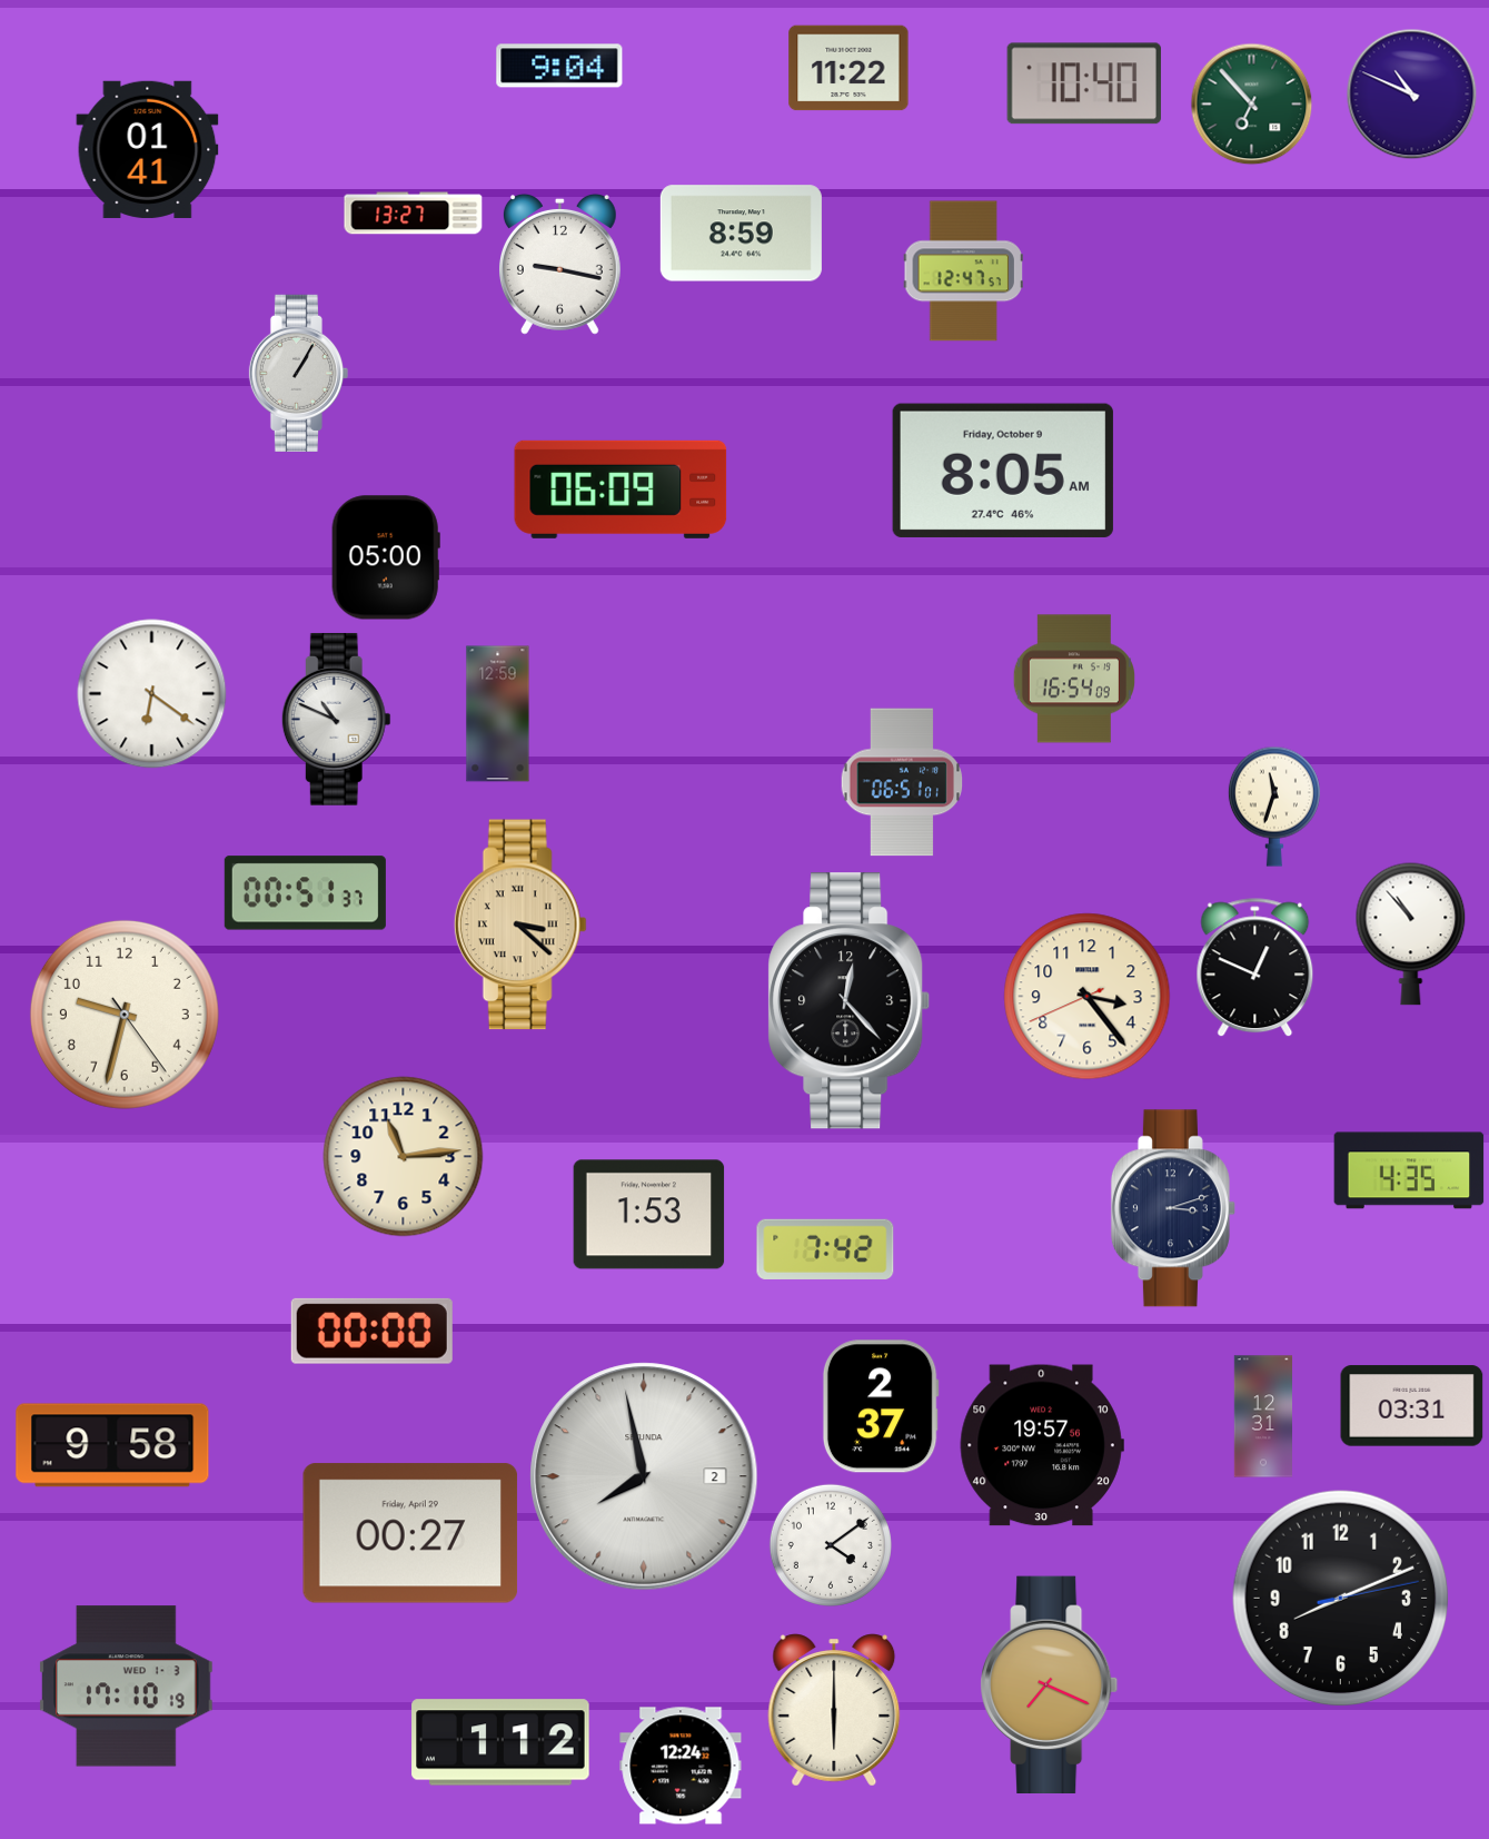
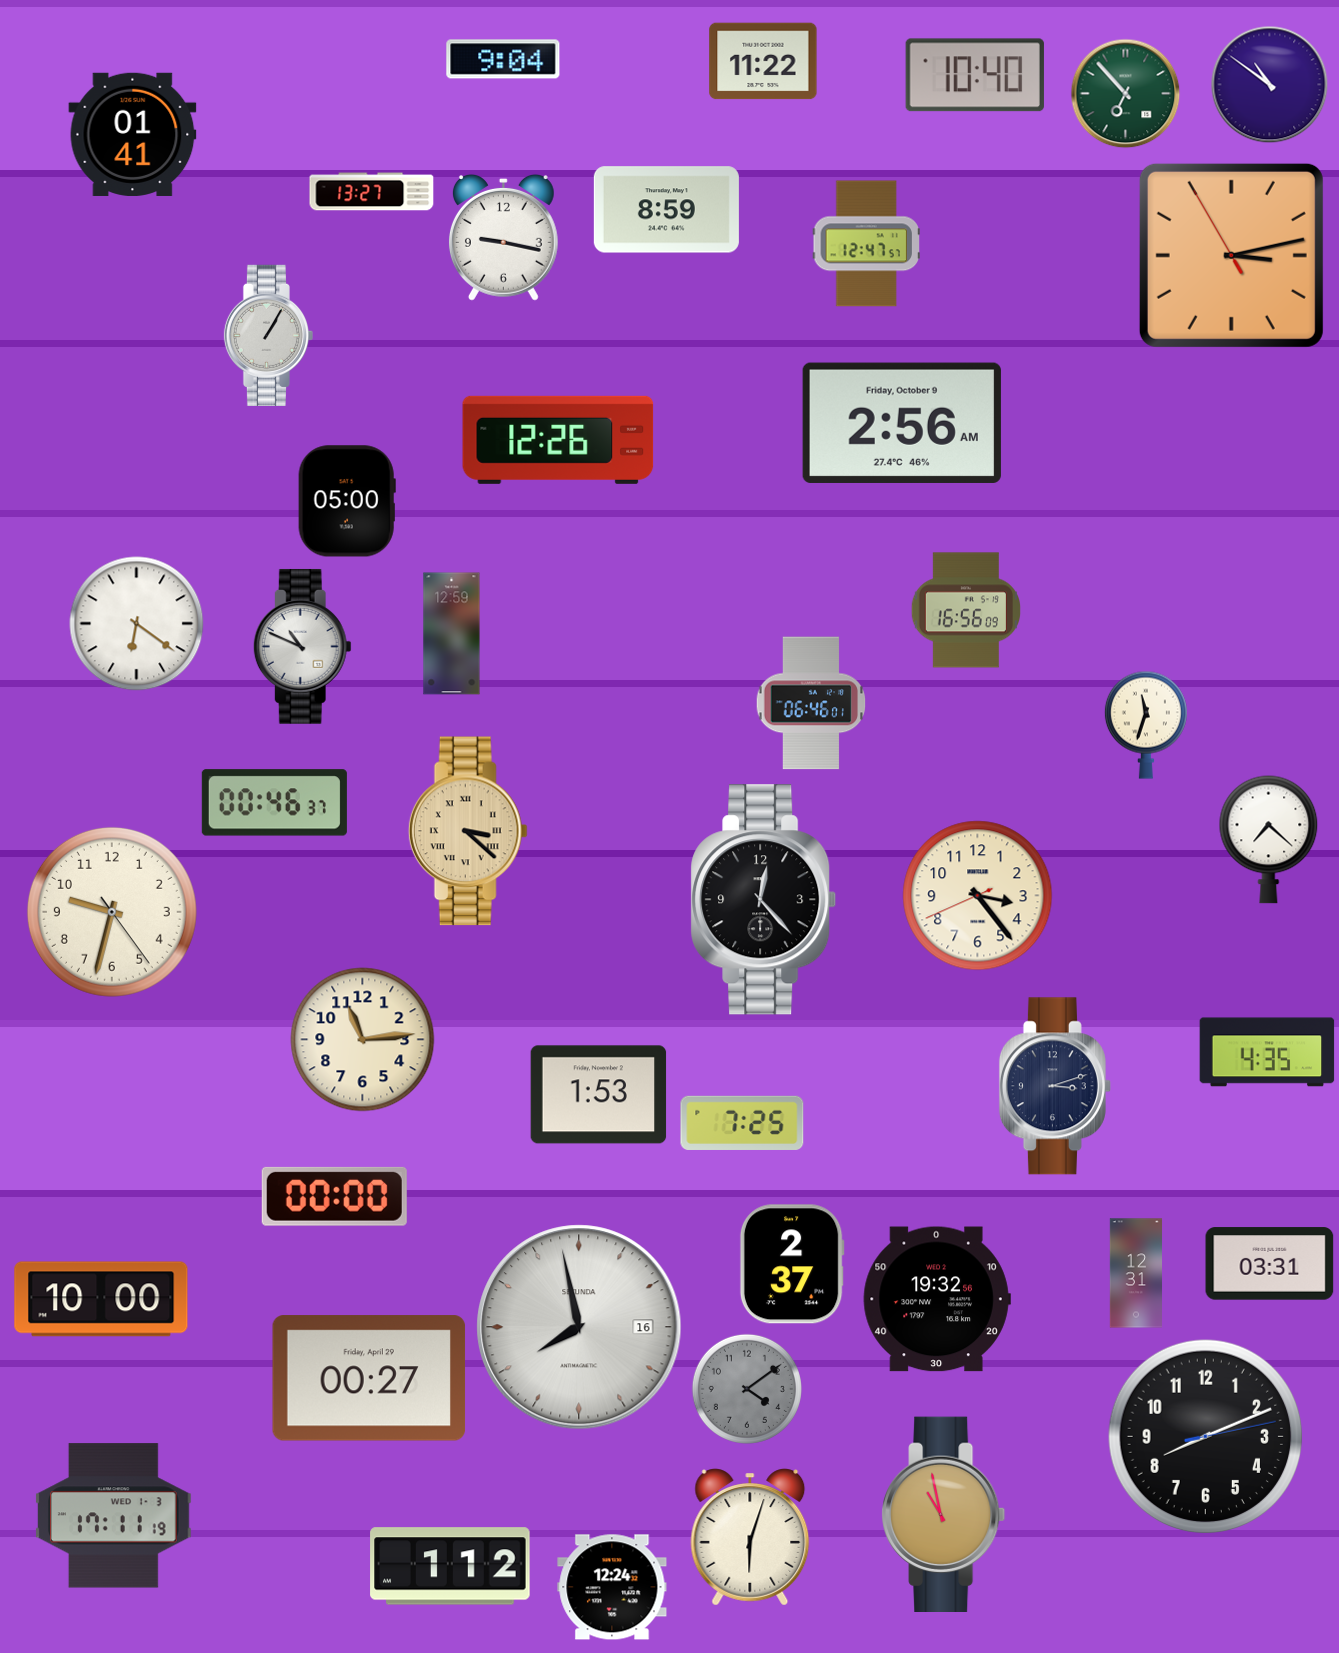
clock at (1411, 93): 10:49 -> 10:51
clock at (1231, 255): none -> 3:12
clock at (1003, 471): 8:05 -> 2:56
clock at (621, 490): 06:09 -> 12:26
clock at (1073, 679): 16:54 -> 16:56
clock at (498, 714) position: (498, 714) -> (452, 634)
clock at (902, 782): 06:51 -> 06:46
clock at (305, 893): 00:51 -> 00:46
clock at (1411, 933): 10:53 -> 7:22
clock at (1255, 968): 12:49 -> none
clock at (649, 1215) position: (649, 1215) -> (599, 1095)
clock at (825, 1249): 7:42 -> 7:25
clock at (112, 1445): 9:58 -> 10:00
clock at (1042, 1445): 19:57 -> 19:32
clock at (644, 1476) date: 2 -> 16
clock at (831, 1545) dial: white -> grey
clock at (1050, 1684): 7:19 -> 10:58
clock at (126, 1687): 17:10 -> 17:11
clock at (834, 1710): 6:00 -> 6:03
